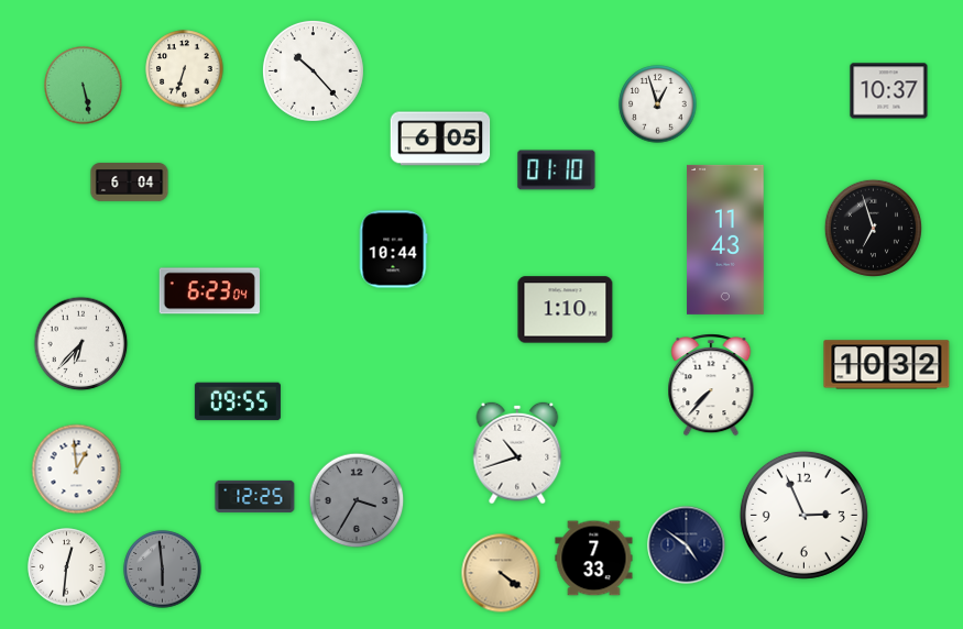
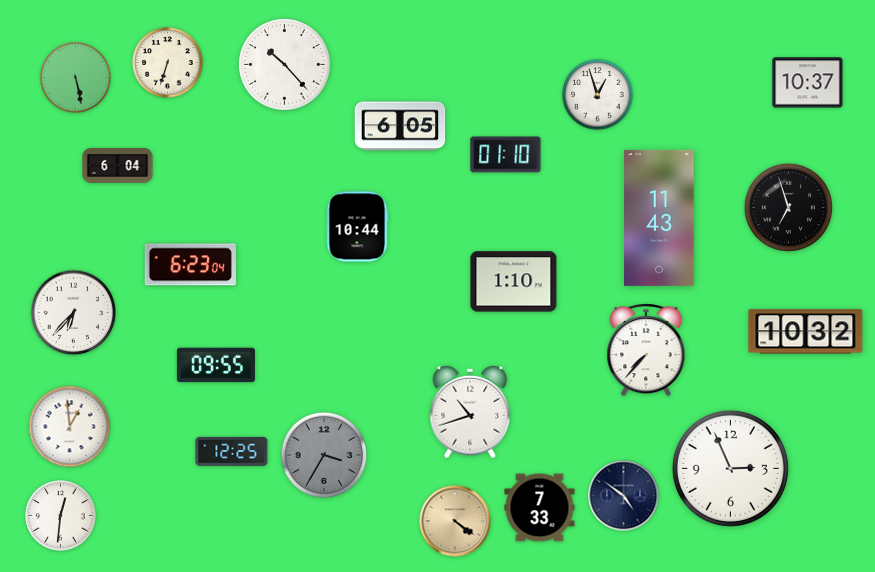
clock at (873, 228) position: (873, 228) -> (788, 207)
clock at (163, 570): 5:59 -> none
